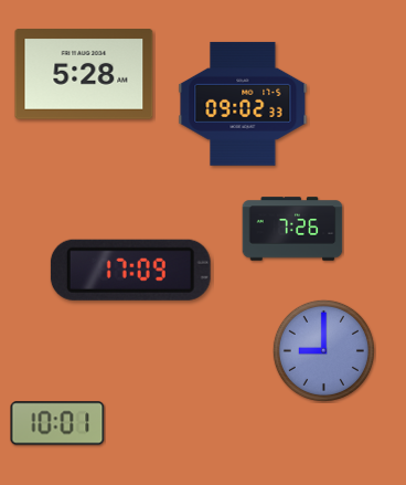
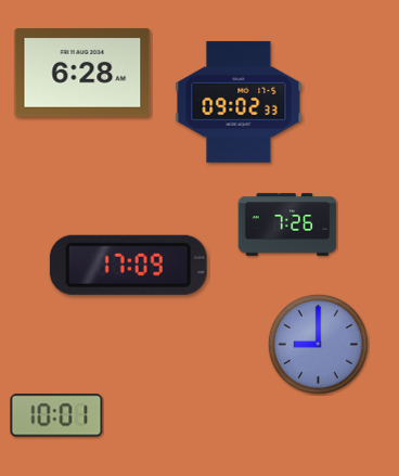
clock at (84, 74): 5:28 -> 6:28
